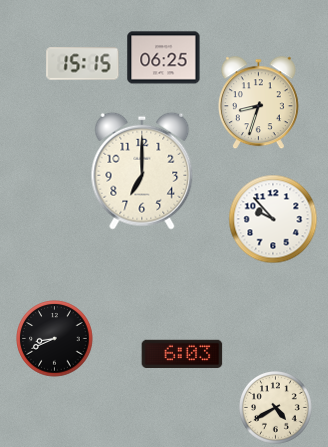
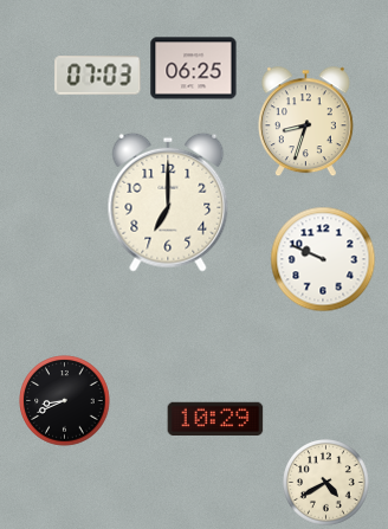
clock at (83, 64): 15:15 -> 07:03
clock at (273, 219): 9:53 -> 9:49
clock at (182, 353): 6:03 -> 10:29
